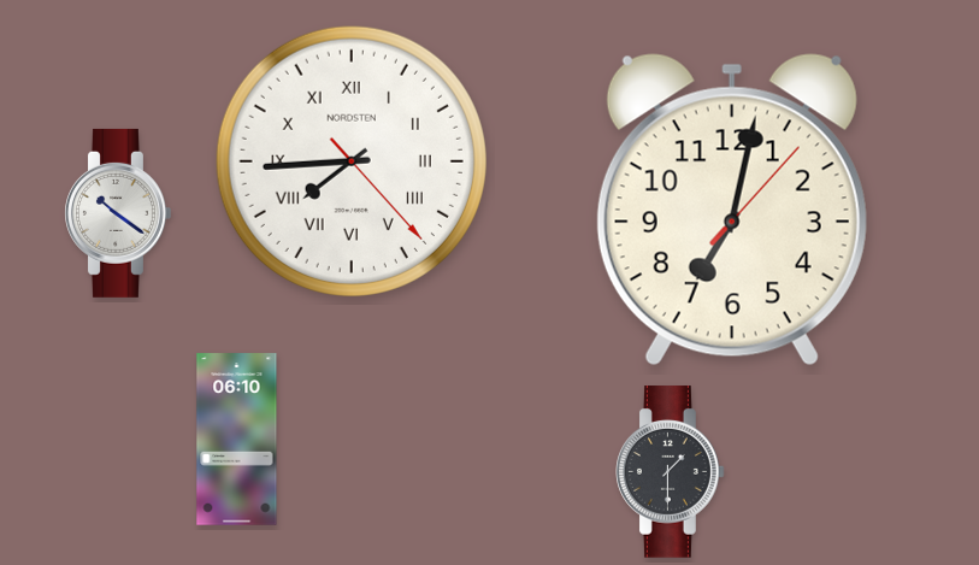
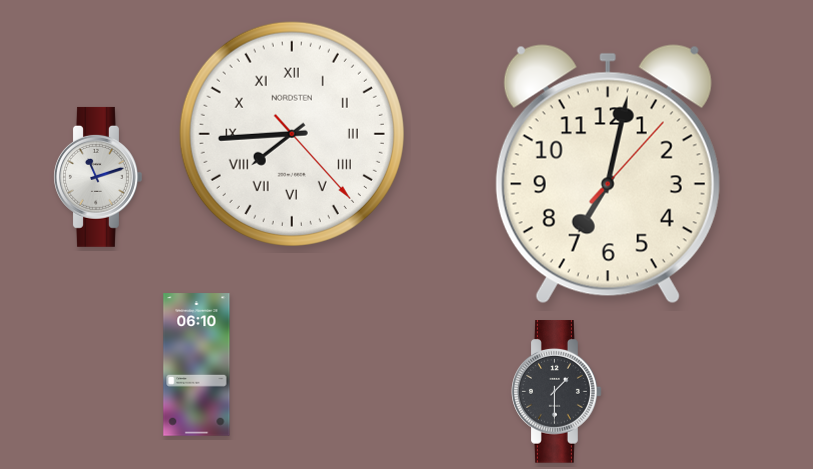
clock at (118, 213): 10:21 -> 11:12
